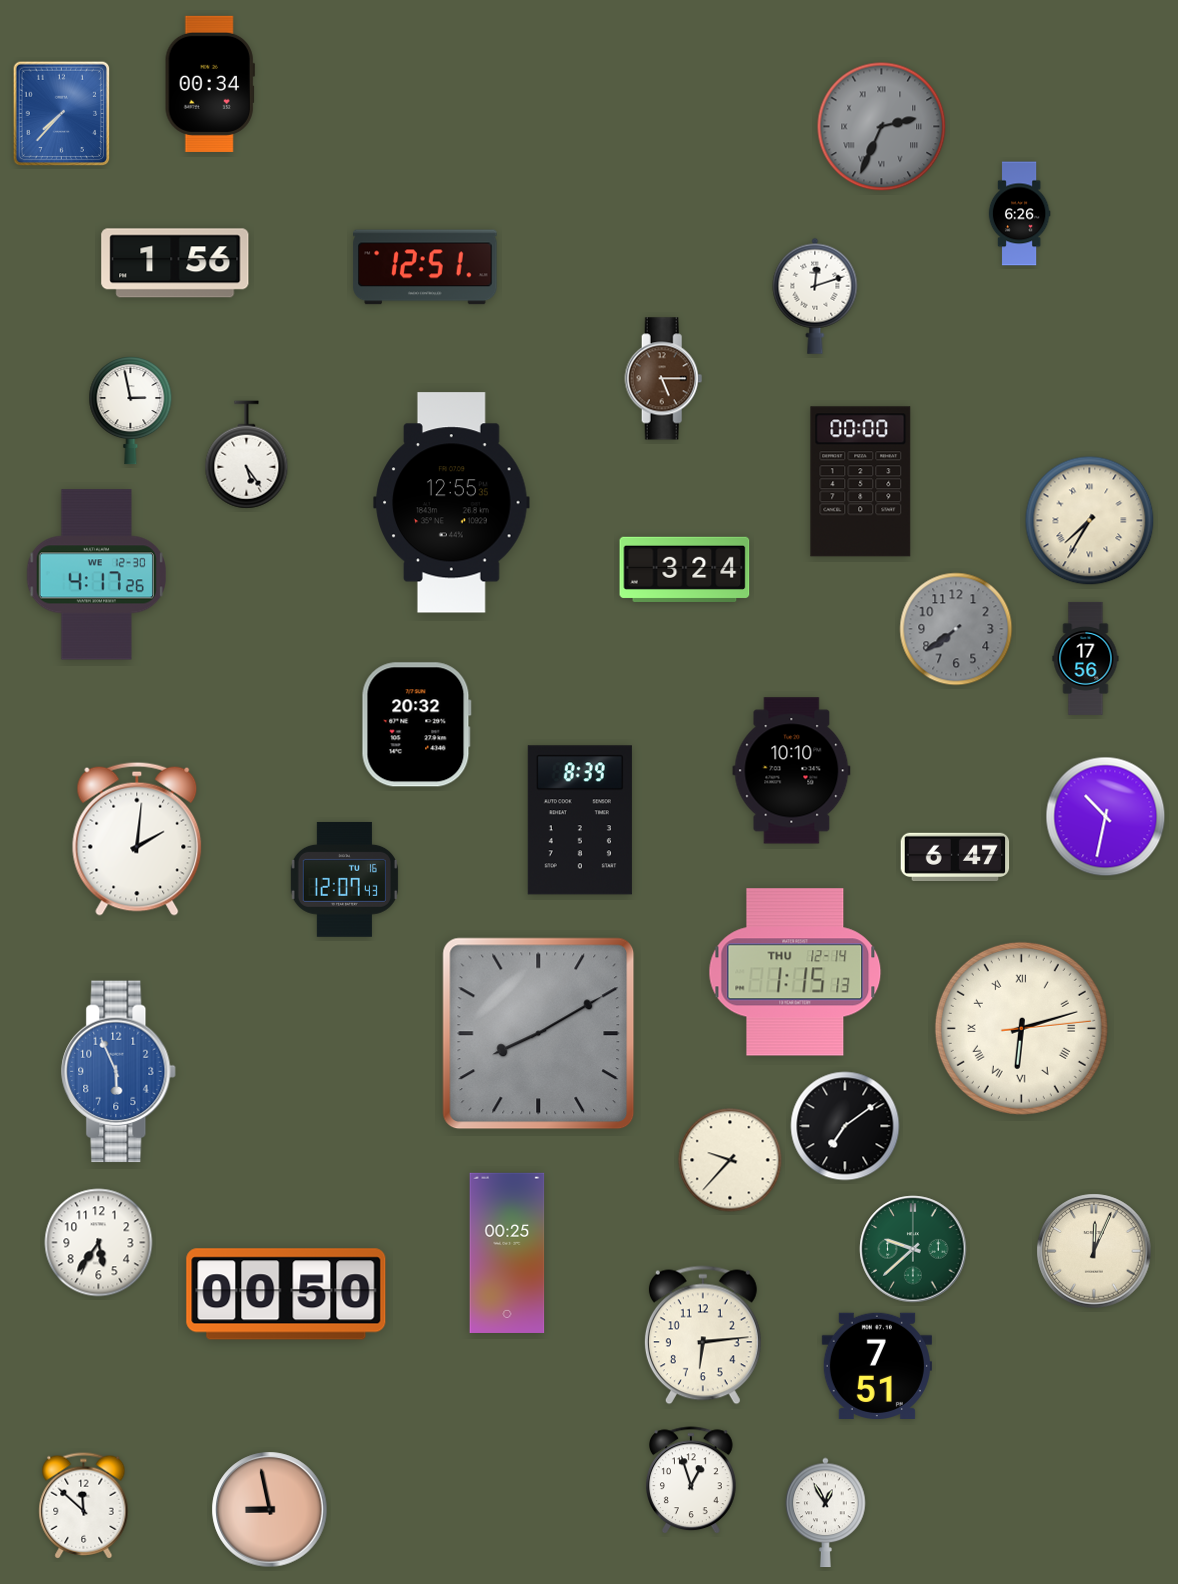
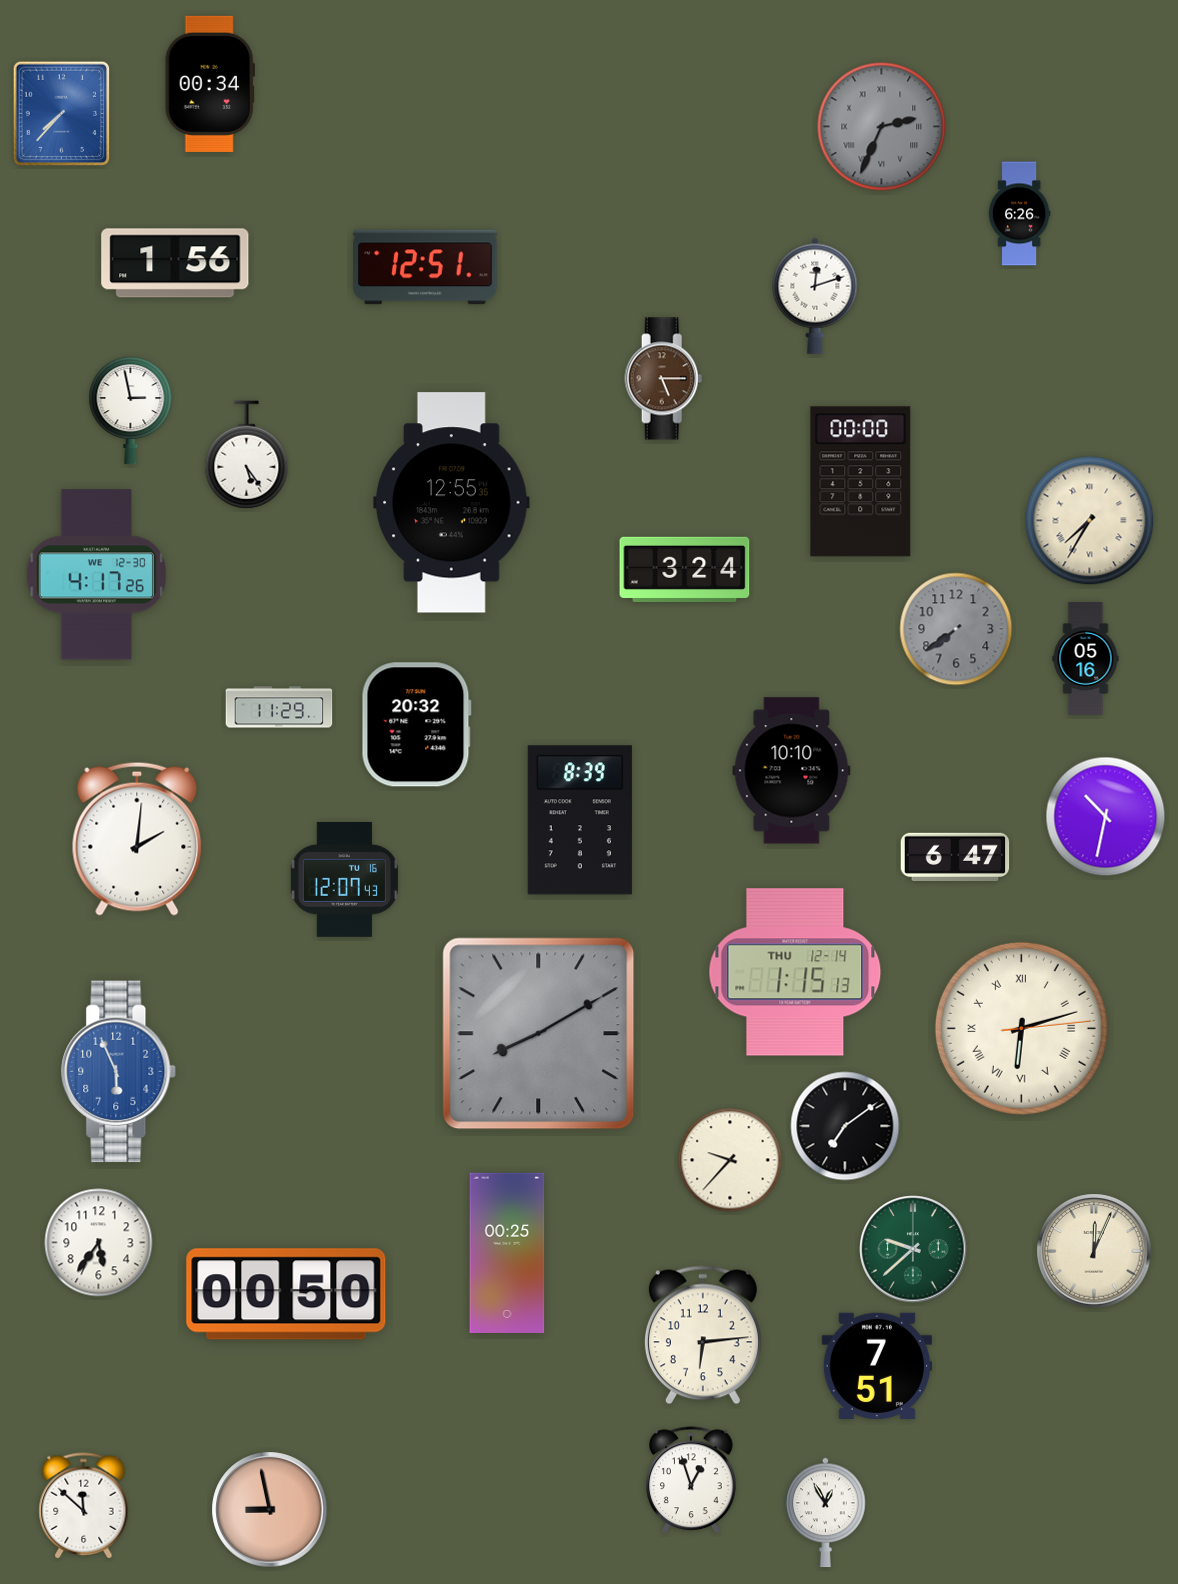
clock at (1086, 658): 17:56 -> 05:16
clock at (279, 707): none -> 11:29
